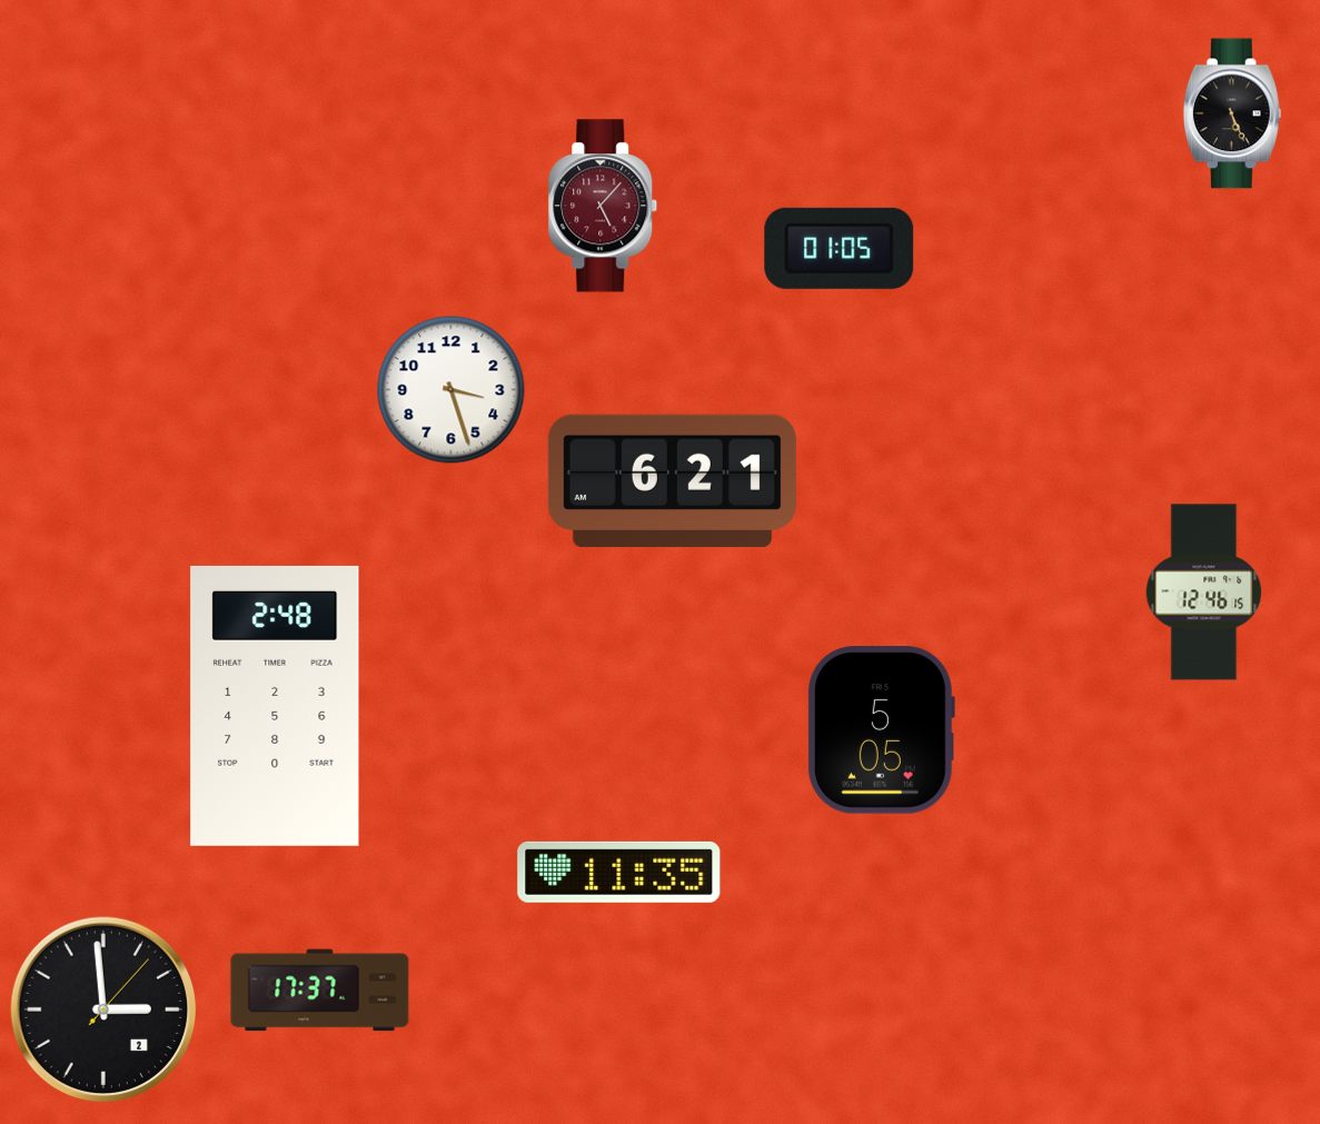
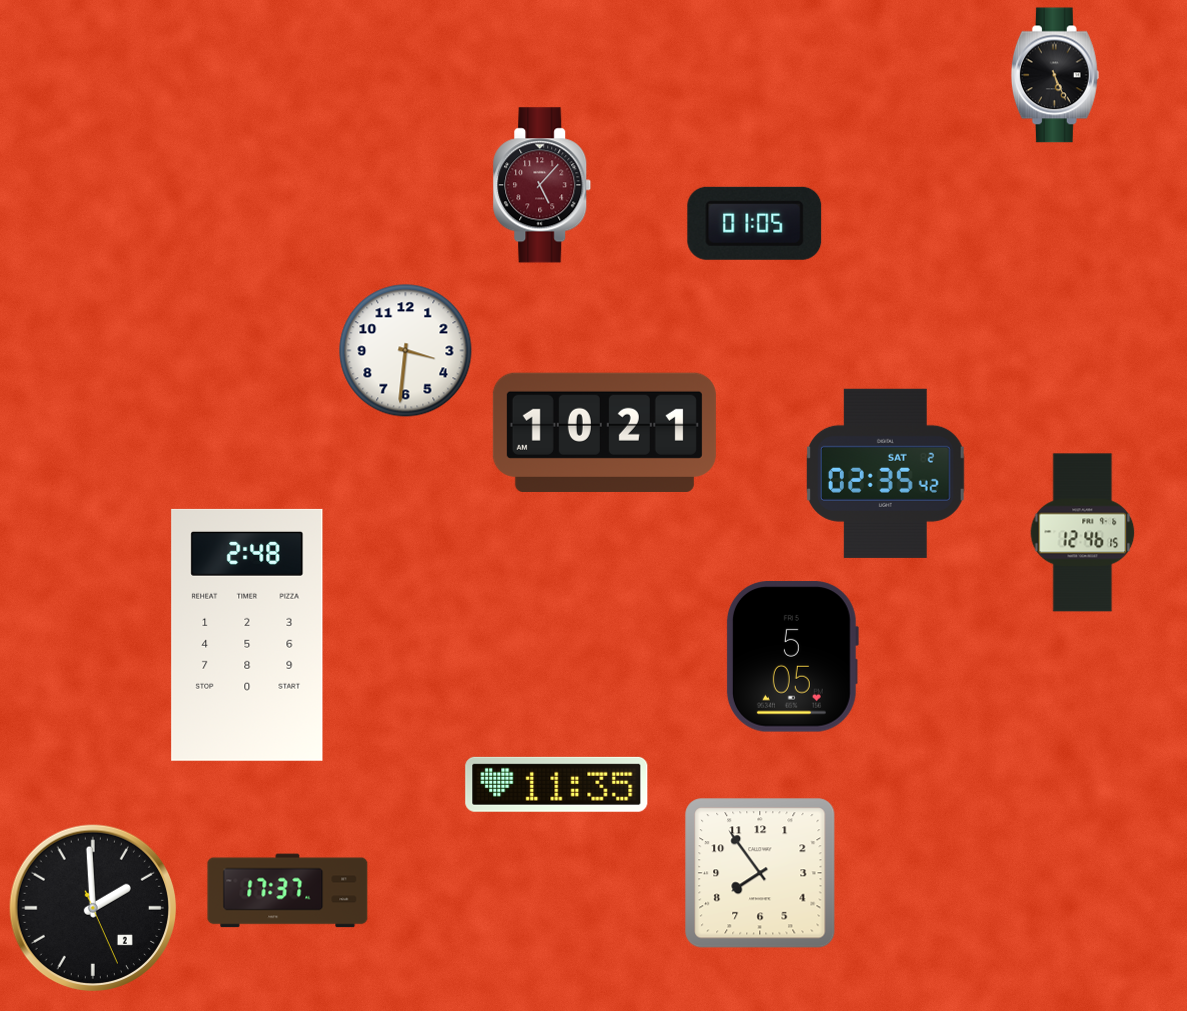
clock at (1232, 113) position: (1232, 113) -> (1055, 75)
clock at (451, 390): 3:27 -> 3:31
clock at (672, 480): 6:21 -> 10:21
clock at (885, 473): none -> 02:35
clock at (760, 873): none -> 7:54
clock at (103, 1009): 2:59 -> 1:59
